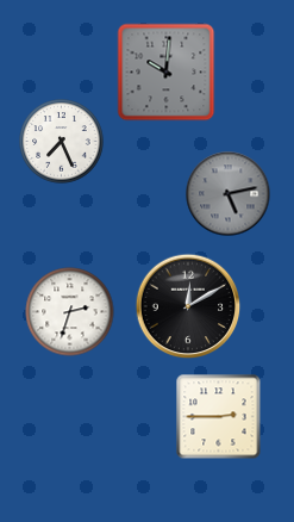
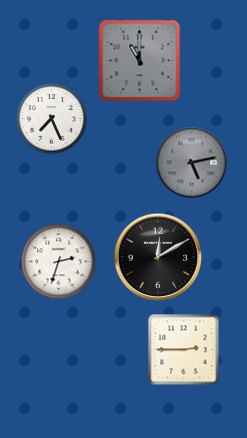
clock at (167, 73): 10:01 -> 11:00
